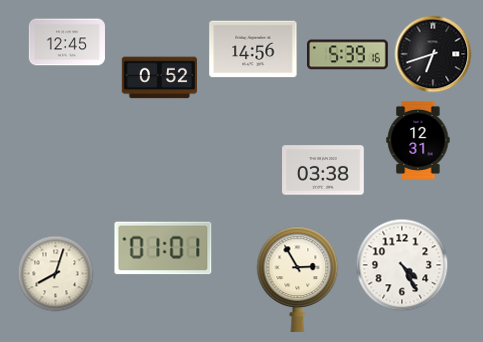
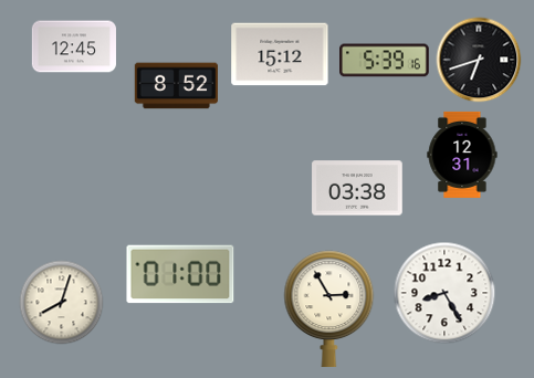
clock at (253, 49): 14:56 -> 15:12
clock at (159, 78): 0:52 -> 8:52
clock at (163, 248): 01:01 -> 01:00
clock at (402, 265): 4:25 -> 8:25
